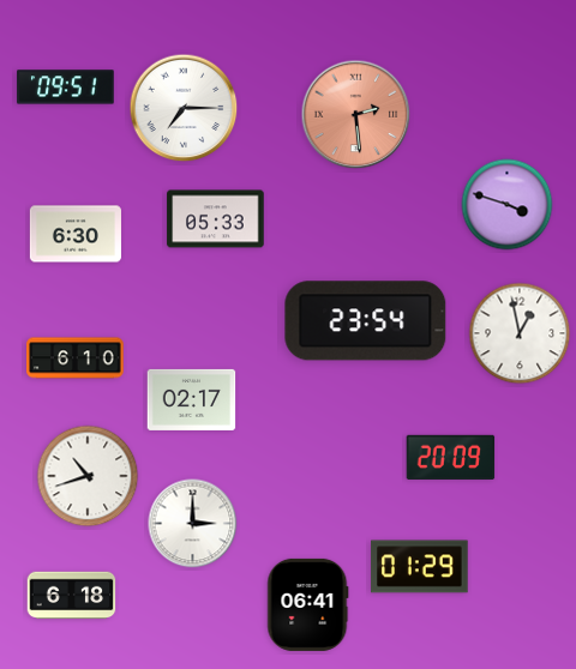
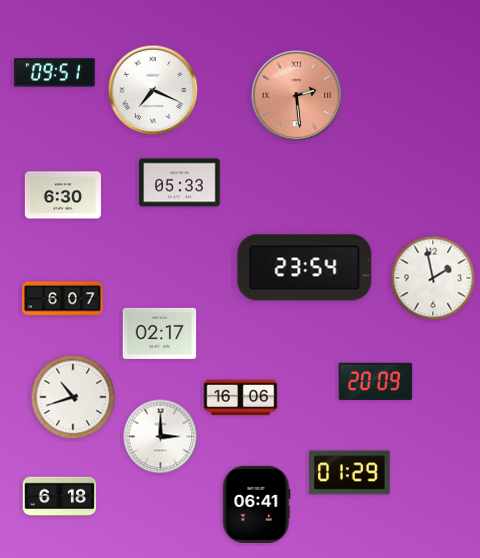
clock at (184, 108): 7:15 -> 7:19
clock at (508, 205): 3:48 -> none
clock at (520, 333): 12:58 -> 1:58
clock at (76, 358): 6:10 -> 6:07
clock at (241, 398): none -> 16:06
